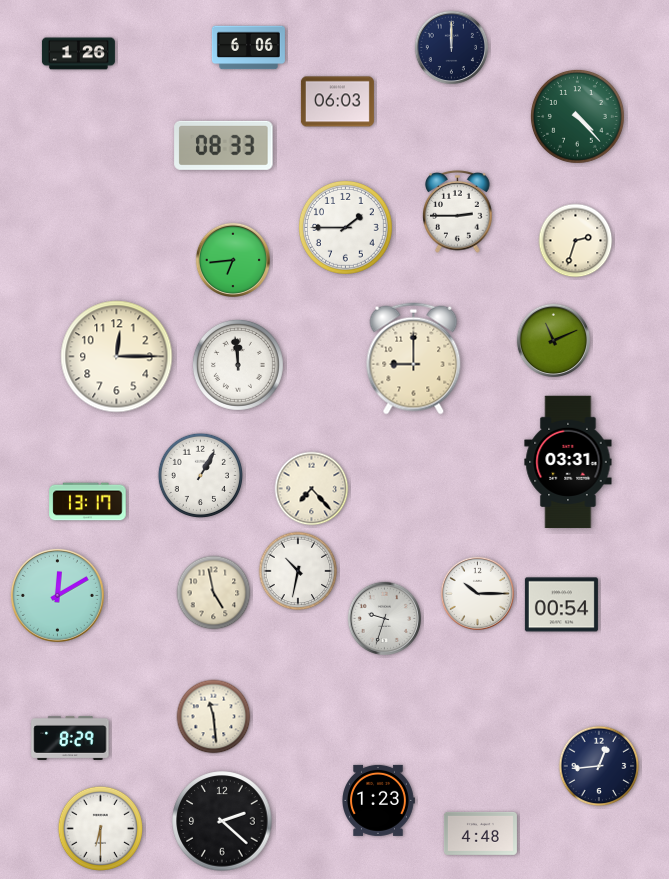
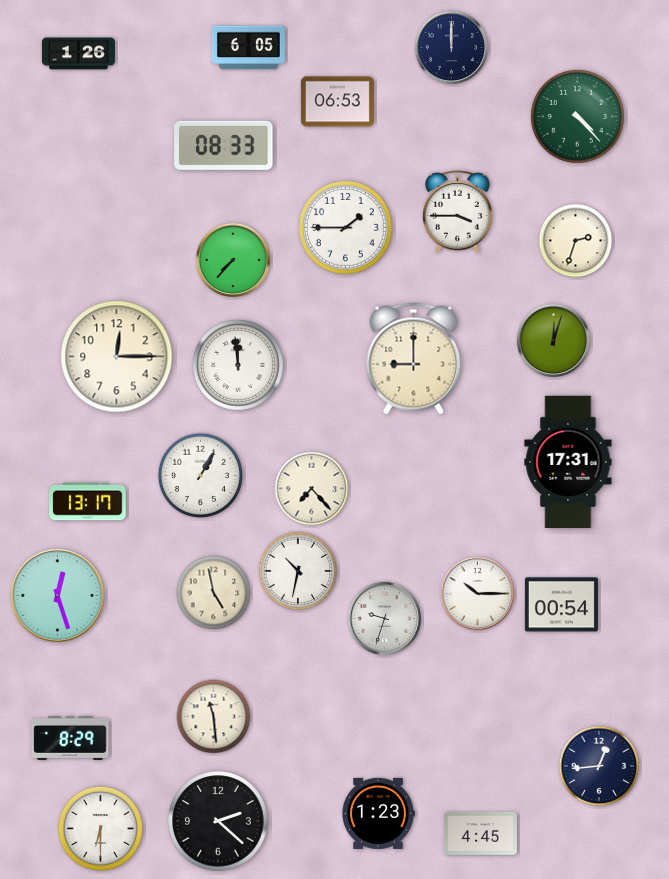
clock at (248, 48): 6:06 -> 6:05
clock at (337, 102): 06:03 -> 06:53
clock at (458, 212): 2:45 -> 3:45
clock at (232, 259): 6:44 -> 7:37
clock at (553, 340): 11:11 -> 12:03
clock at (568, 462): 03:31 -> 17:31
clock at (57, 595): 12:10 -> 12:27
clock at (379, 800) position: (379, 800) -> (379, 813)
clock at (222, 821) position: (222, 821) -> (218, 821)
clock at (480, 833): 4:48 -> 4:45
